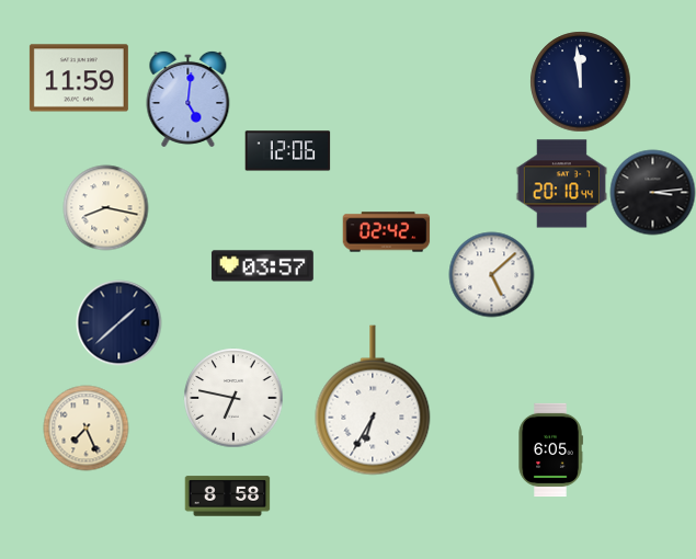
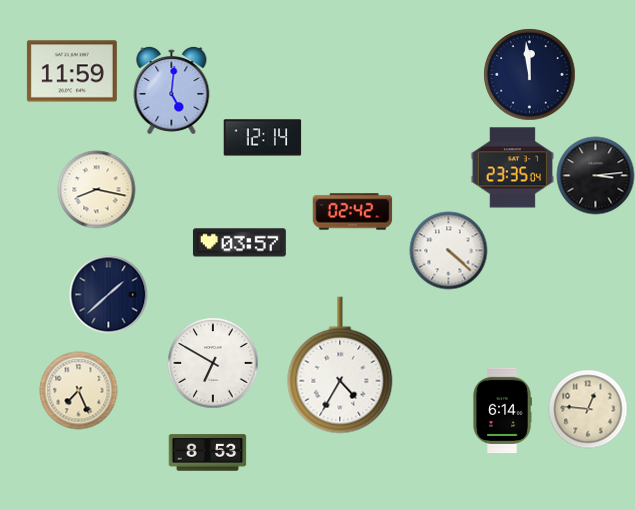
clock at (287, 151): 12:06 -> 12:14
clock at (561, 184): 20:10 -> 23:35
clock at (491, 274): 5:08 -> 4:22
clock at (233, 398): 6:47 -> 6:50
clock at (373, 400): 6:35 -> 4:35
clock at (588, 409): none -> 12:46
clock at (550, 449): 6:05 -> 6:14
clock at (227, 497): 8:58 -> 8:53
